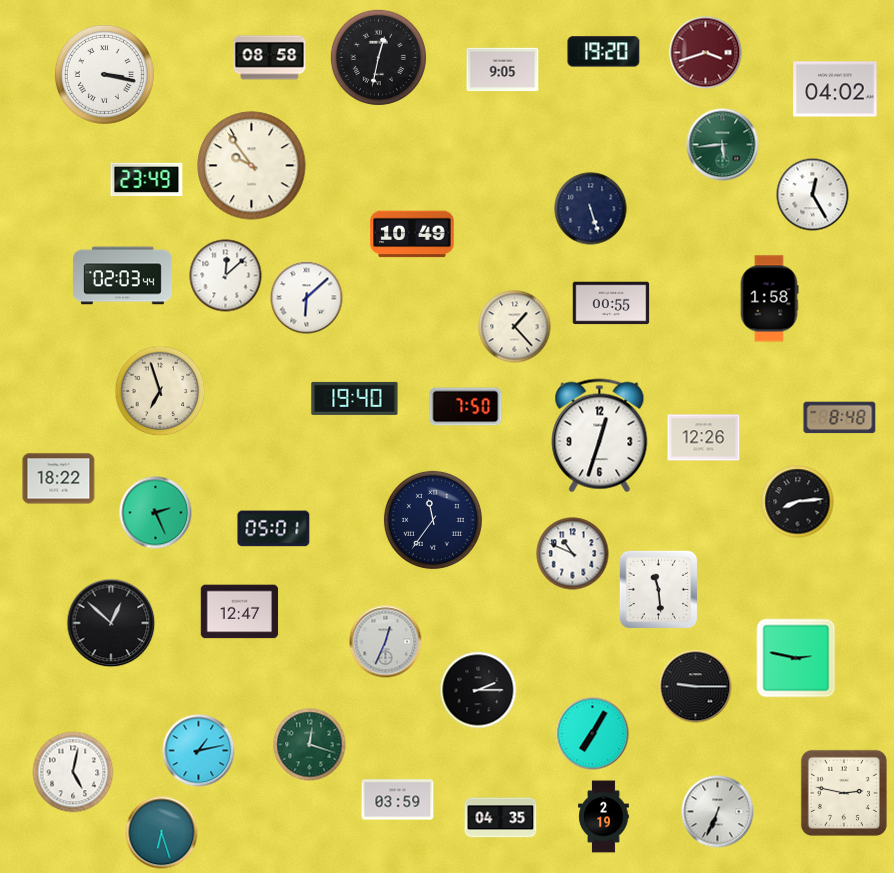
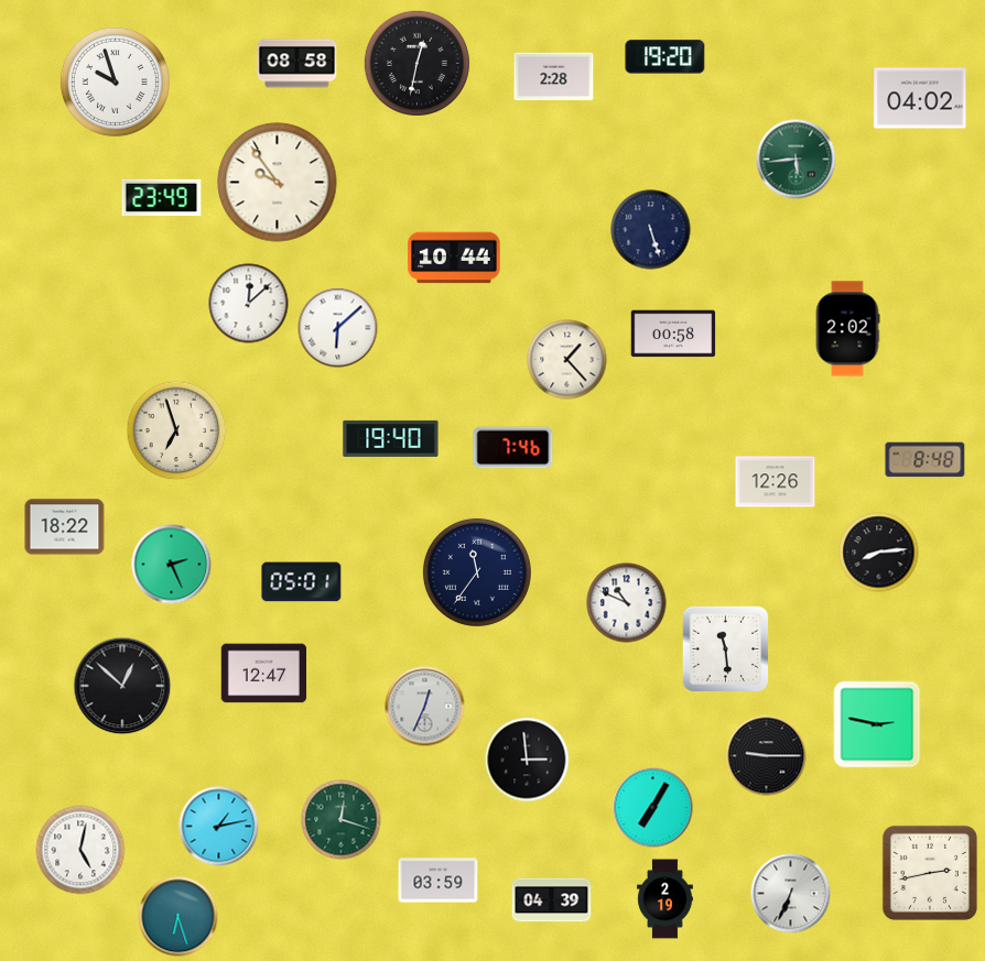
clock at (706, 53): 3:42 -> none
clock at (503, 70): 9:05 -> 2:28
clock at (104, 74): 3:17 -> 9:57
clock at (813, 195): 12:25 -> none
clock at (412, 234): 10:49 -> 10:44
clock at (123, 276): 02:03 -> none
clock at (769, 299): 1:58 -> 2:02
clock at (611, 303): 00:55 -> 00:58
clock at (466, 407): 7:50 -> 7:46
clock at (600, 436): 12:33 -> none
clock at (573, 554) position: (573, 554) -> (627, 603)
clock at (478, 690): 2:15 -> 2:59
clock at (844, 793): 2:47 -> 2:43
clock at (501, 818): 04:35 -> 04:39
